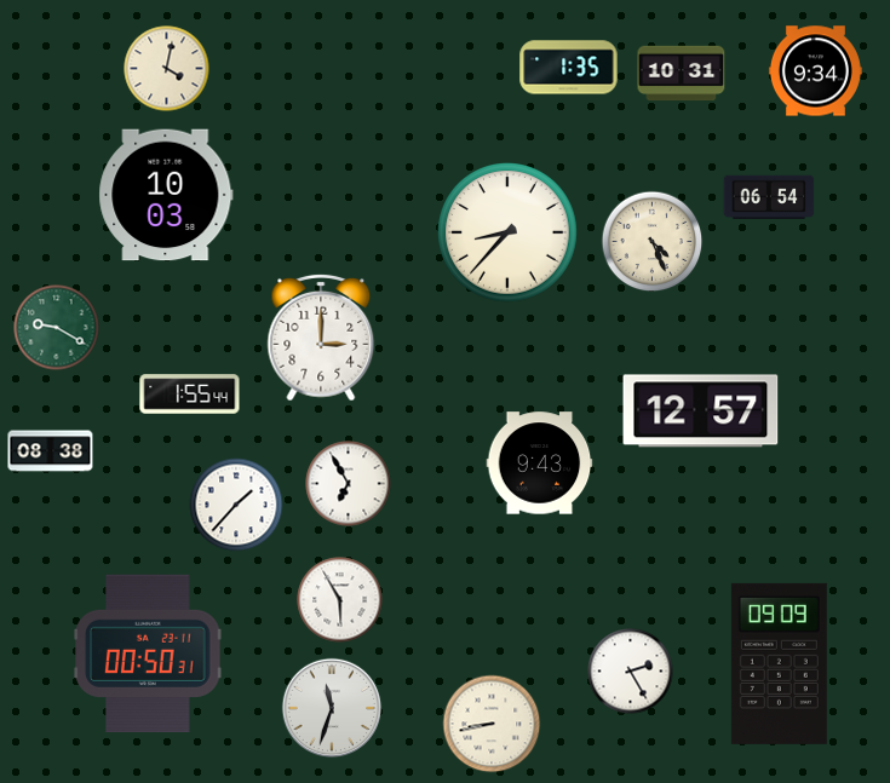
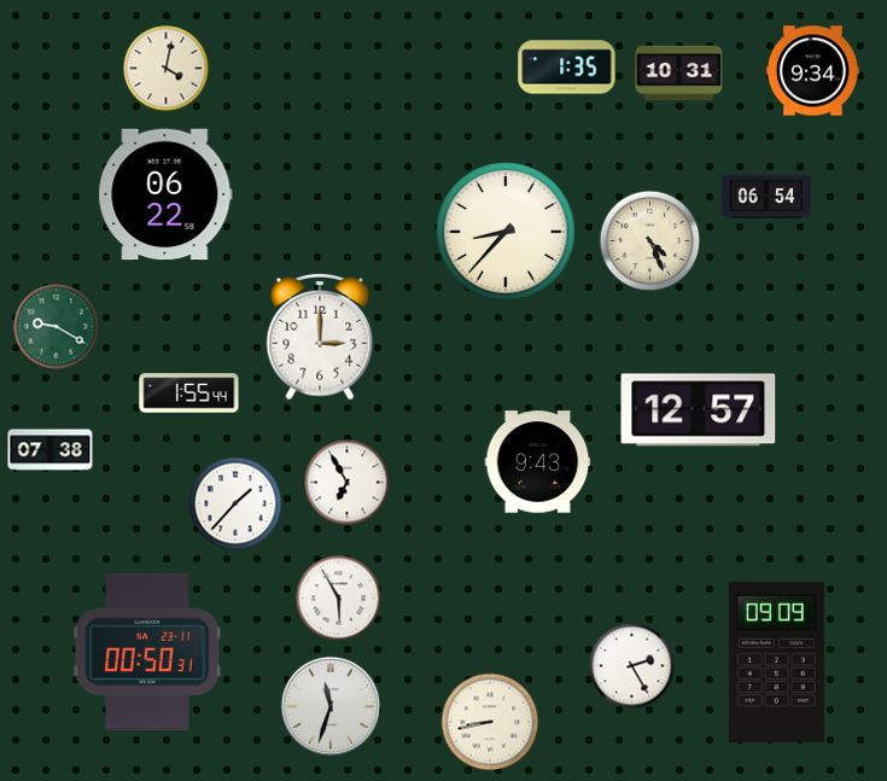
clock at (166, 195): 10:03 -> 06:22
clock at (51, 451): 08:38 -> 07:38
clock at (631, 672) position: (631, 672) -> (632, 666)
